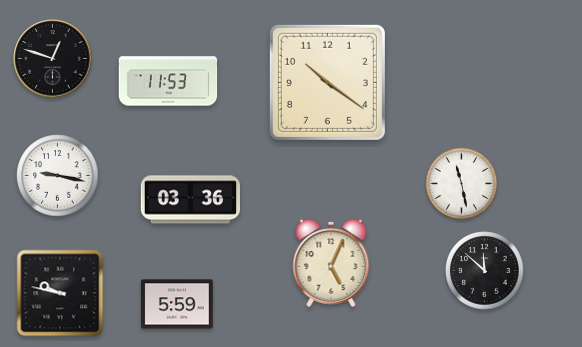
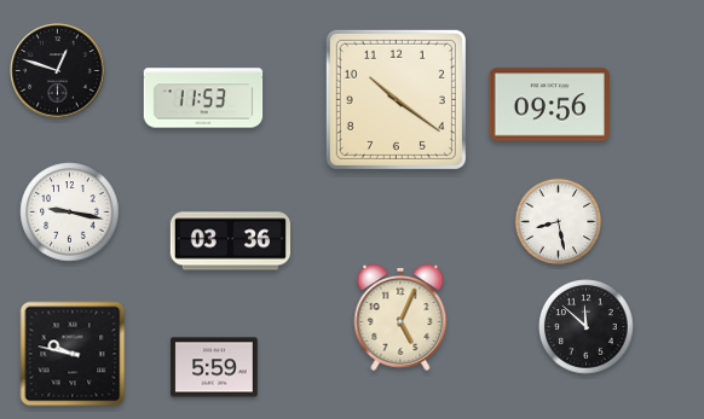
clock at (53, 59) position: (53, 59) -> (58, 71)
clock at (549, 105): none -> 09:56
clock at (462, 184): 11:28 -> 8:28
